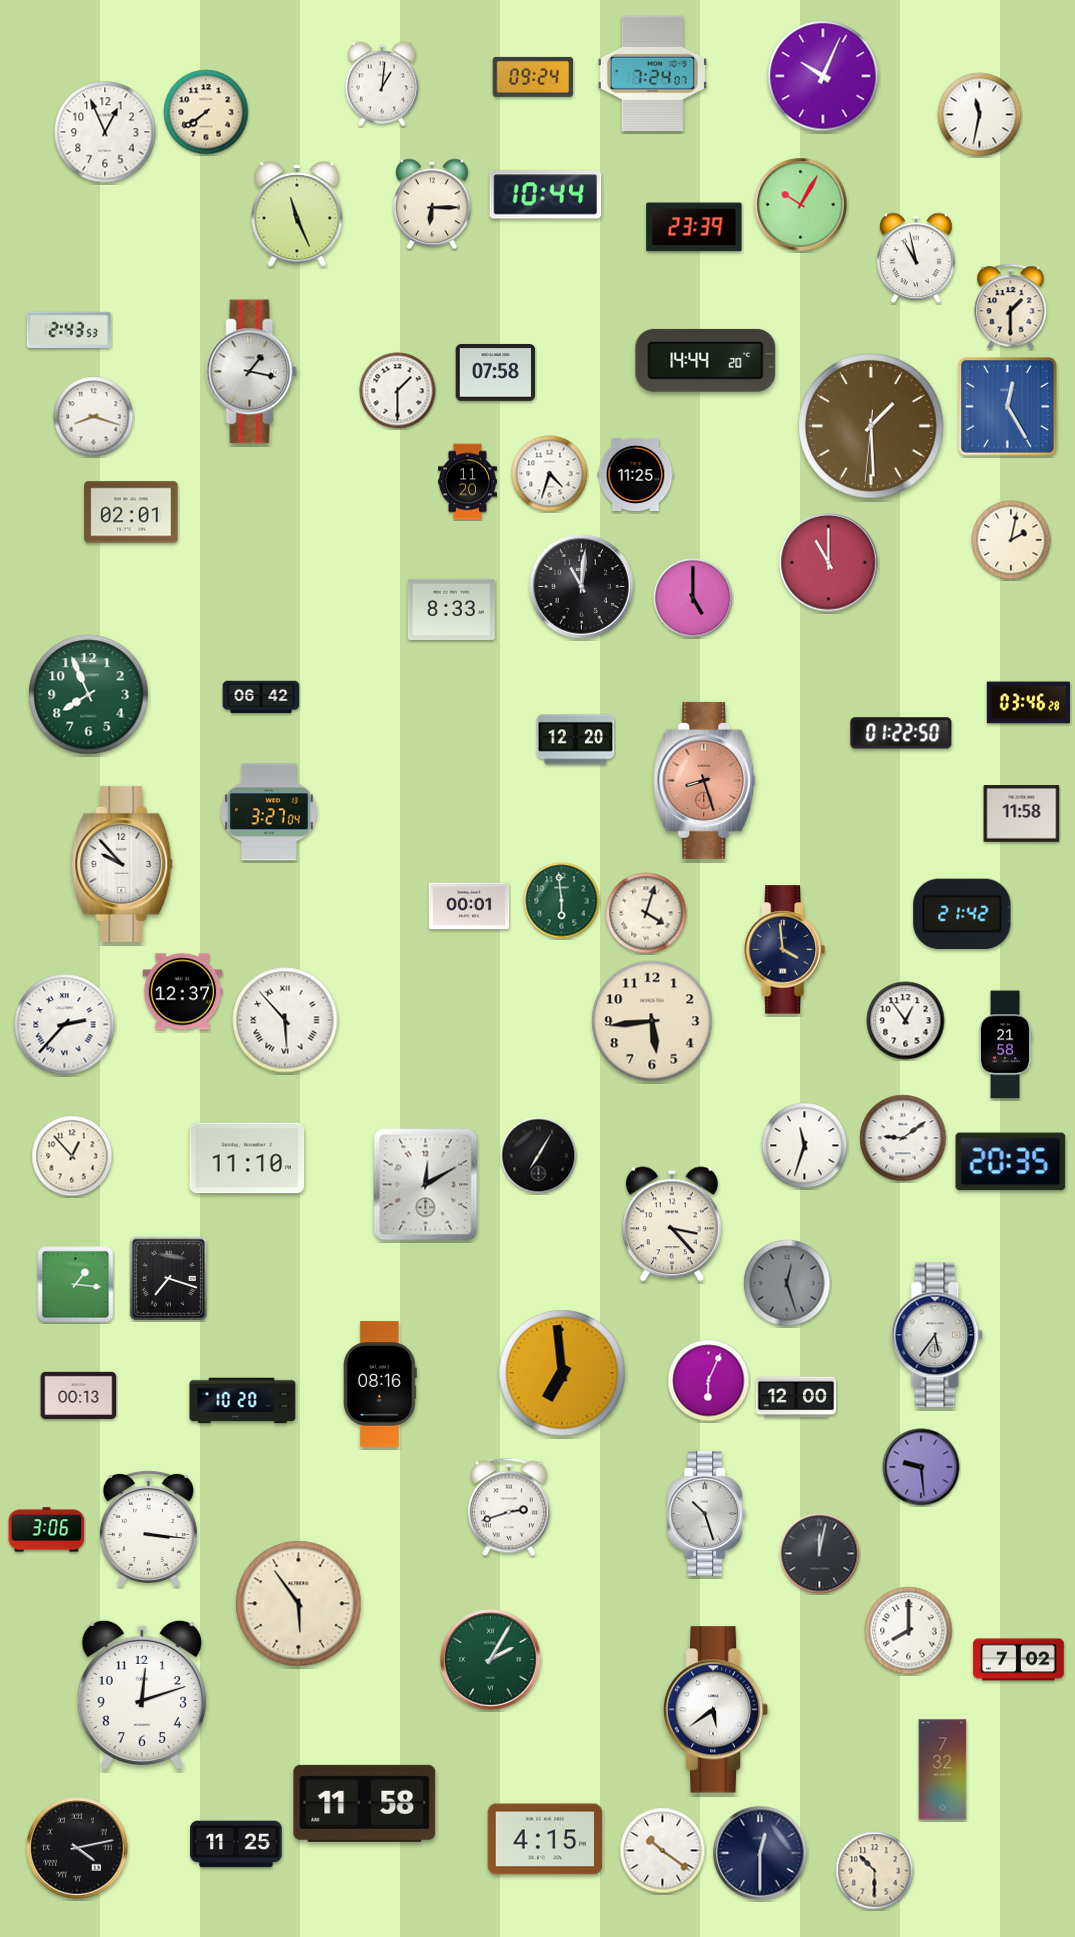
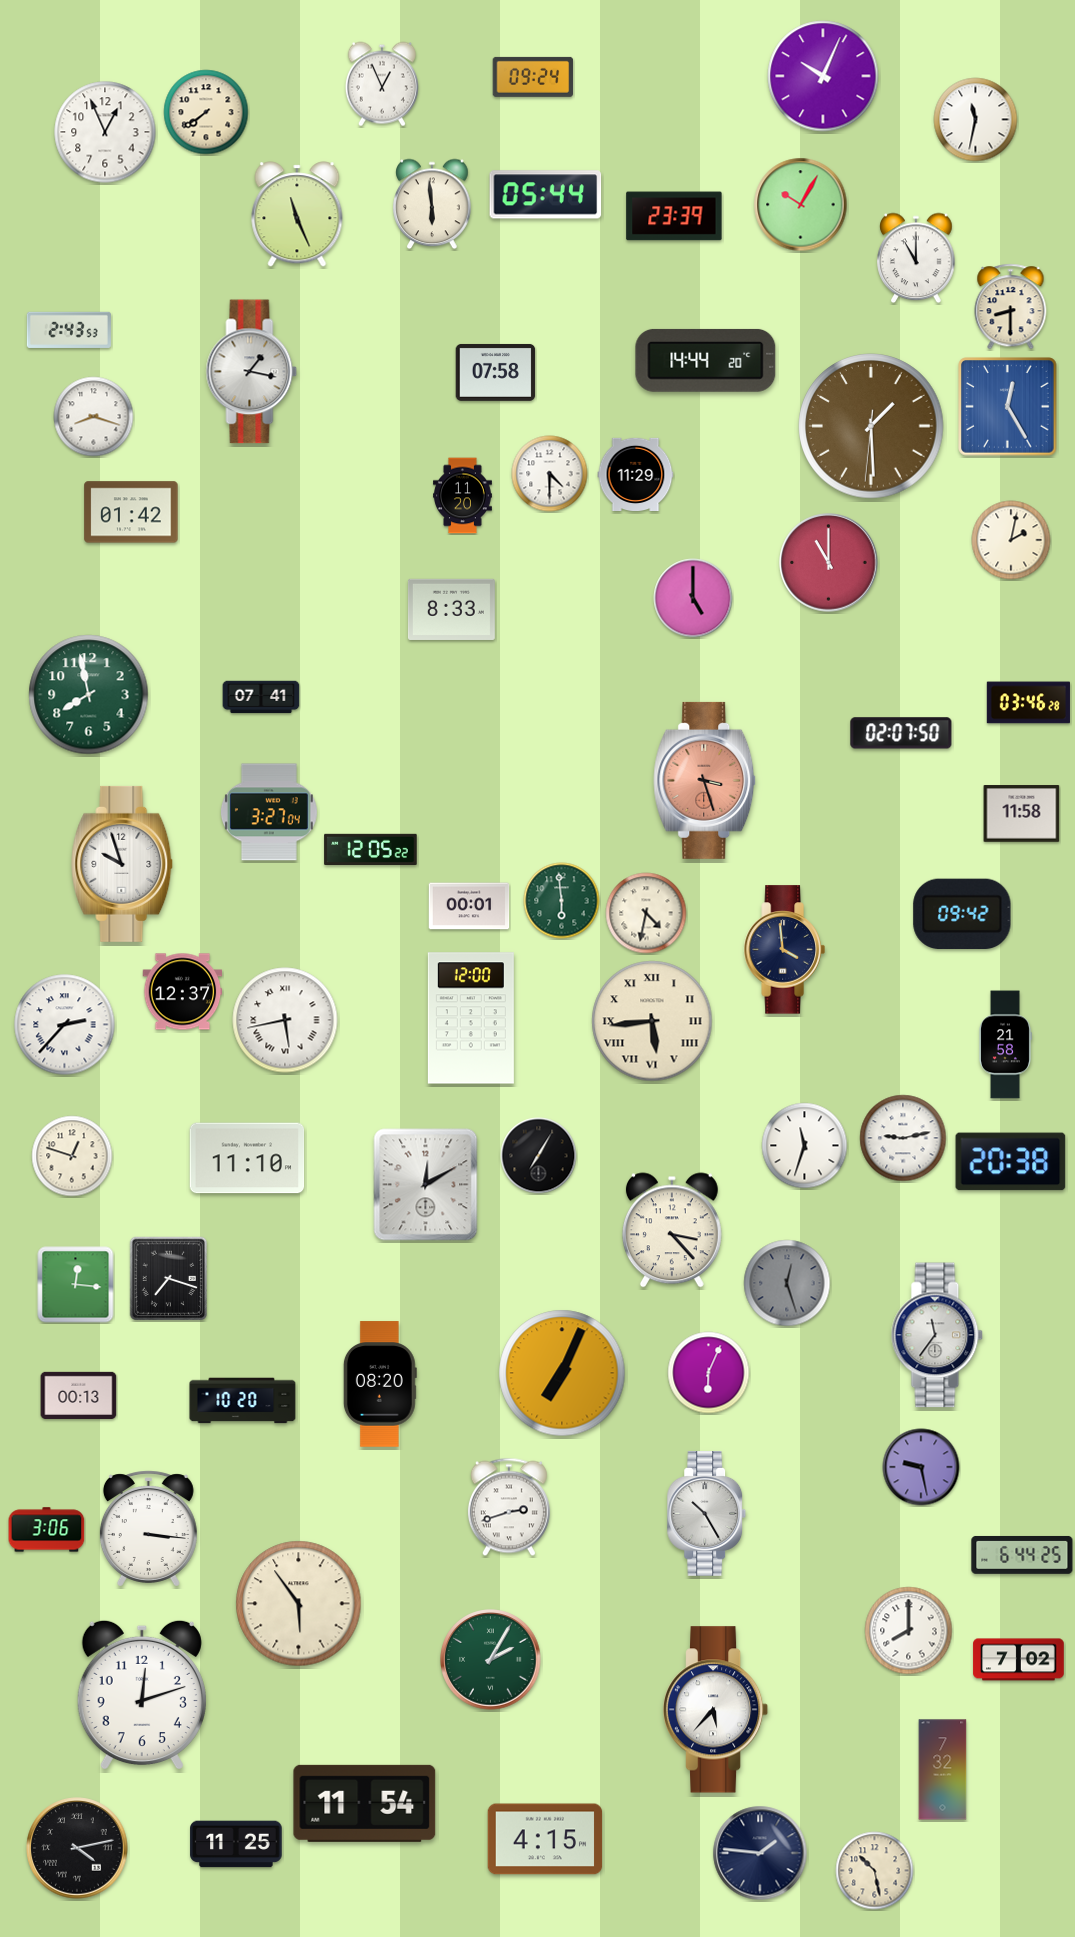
clock at (652, 73): 7:24 -> none
clock at (382, 84): 1:01 -> 12:56
clock at (980, 115) position: (980, 115) -> (976, 120)
clock at (546, 195): 10:44 -> 05:44
clock at (432, 204): 6:15 -> 5:59
clock at (694, 227) position: (694, 227) -> (674, 216)
clock at (916, 258): 10:58 -> 11:00
clock at (1011, 307): 1:30 -> 8:30
clock at (398, 391): 1:30 -> none
clock at (550, 474): 4:33 -> 4:30
clock at (636, 474): 11:25 -> 11:29
clock at (468, 482) position: (468, 482) -> (463, 496)
clock at (131, 512): 02:01 -> 01:42
clock at (582, 587): 11:01 -> none
clock at (89, 695): 7:56 -> 7:58
clock at (261, 697): 06:42 -> 07:41
clock at (901, 733): 01:22 -> 02:07
clock at (576, 740): 12:20 -> none
clock at (705, 780): 8:27 -> 3:27
clock at (371, 849): none -> 12:05
clock at (123, 864): 9:53 -> 9:57
clock at (646, 913): 4:03 -> 4:32
clock at (962, 914): 21:42 -> 09:42
clock at (471, 1018): none -> 12:00
clock at (285, 1020): 5:53 -> 5:43
clock at (652, 1021) numerals: Arabic -> Roman
clock at (906, 1021): 12:54 -> none
clock at (903, 1138): 9:09 -> 9:13
clock at (72, 1156): 12:53 -> 12:48
clock at (1011, 1162): 20:35 -> 20:38
clock at (672, 1224) position: (672, 1224) -> (672, 1230)
clock at (76, 1285): 1:16 -> 12:16
clock at (937, 1335): 5:36 -> 11:36
clock at (562, 1373): 6:59 -> 7:04
clock at (709, 1381) position: (709, 1381) -> (709, 1373)
clock at (380, 1384): 08:16 -> 08:20
clock at (796, 1397): 12:00 -> none
clock at (921, 1467): 9:29 -> 9:28
clock at (707, 1514): 10:27 -> 10:25
clock at (820, 1554): 12:02 -> none
clock at (1022, 1555): none -> 6:44
clock at (716, 1710): 5:39 -> 5:37
clock at (365, 1803): 11:58 -> 11:54
clock at (663, 1851): 10:21 -> none
clock at (760, 1853): 12:30 -> 1:46
clock at (875, 1871): 10:30 -> 10:28
